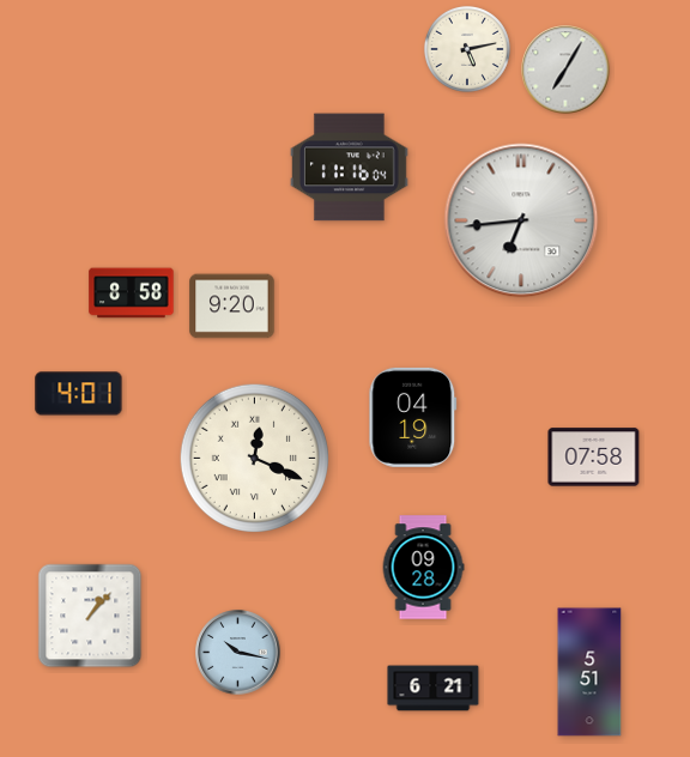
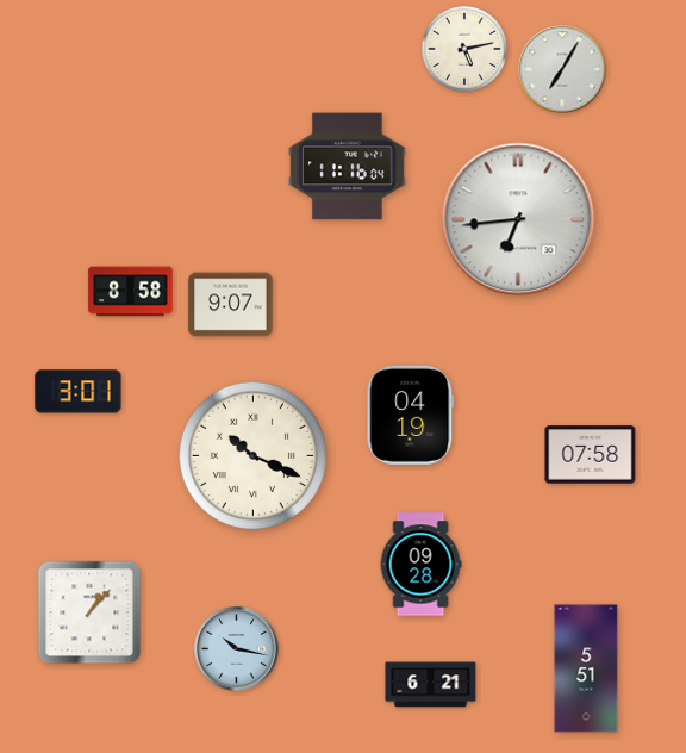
clock at (232, 307): 9:20 -> 9:07
clock at (79, 394): 4:01 -> 3:01
clock at (254, 458): 12:19 -> 10:19
